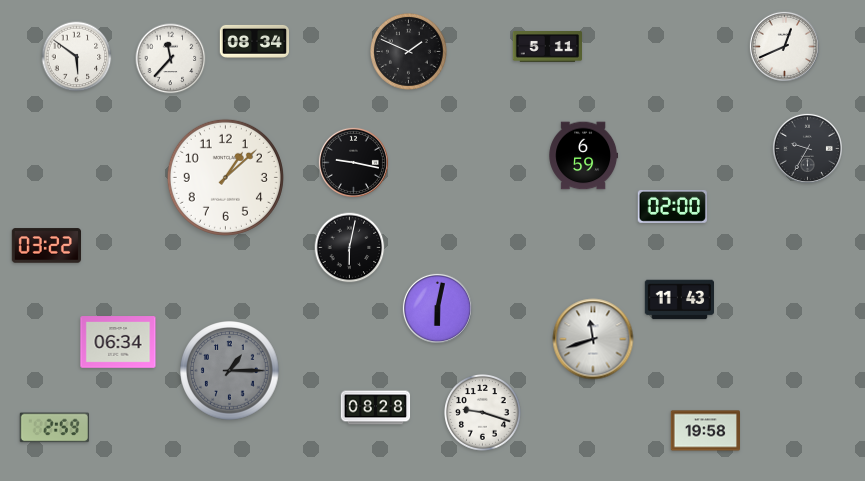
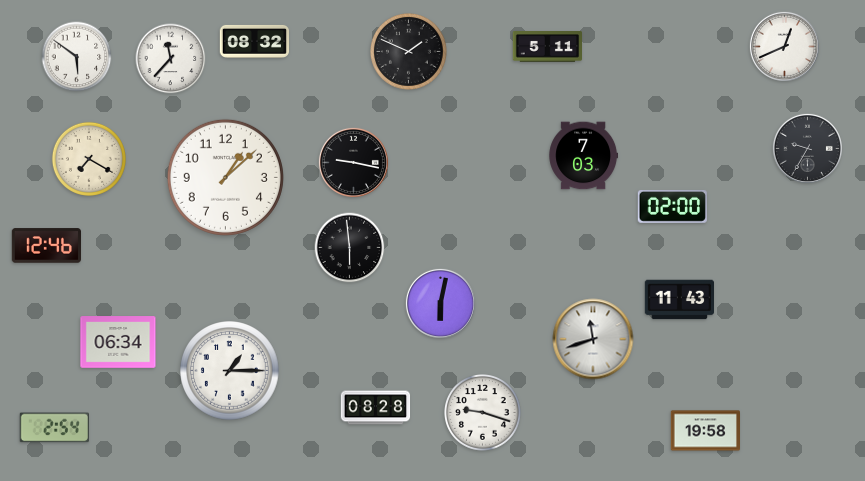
clock at (254, 41): 08:34 -> 08:32
clock at (583, 156): 6:59 -> 7:03
clock at (89, 159): none -> 7:20
clock at (46, 246): 03:22 -> 12:46
clock at (350, 248): 6:02 -> 5:59
clock at (437, 308) position: (437, 308) -> (440, 303)
clock at (230, 371) dial: grey -> white
clock at (54, 428): 2:59 -> 2:54
